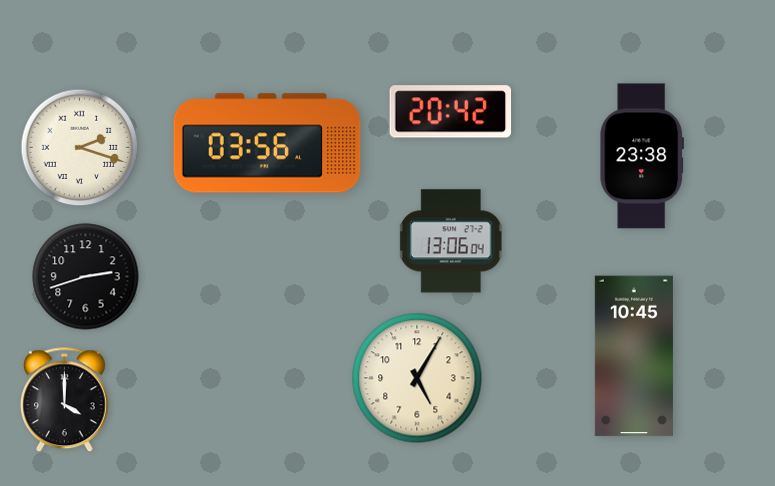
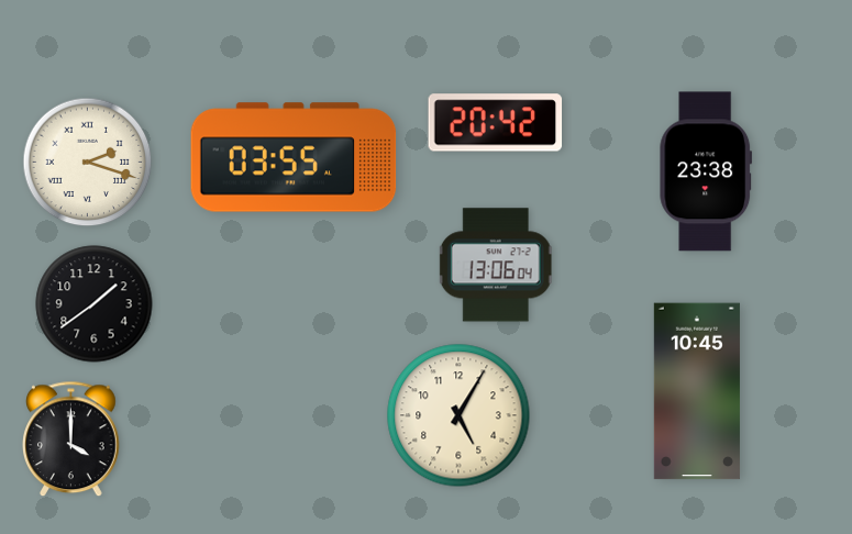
clock at (267, 143): 03:56 -> 03:55
clock at (86, 277): 2:42 -> 1:39
